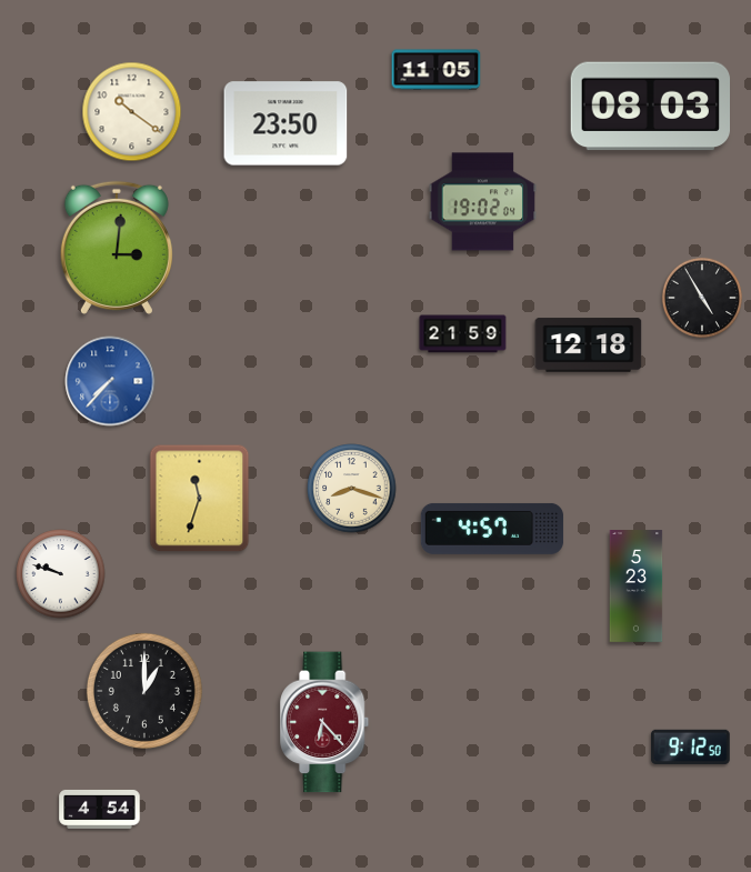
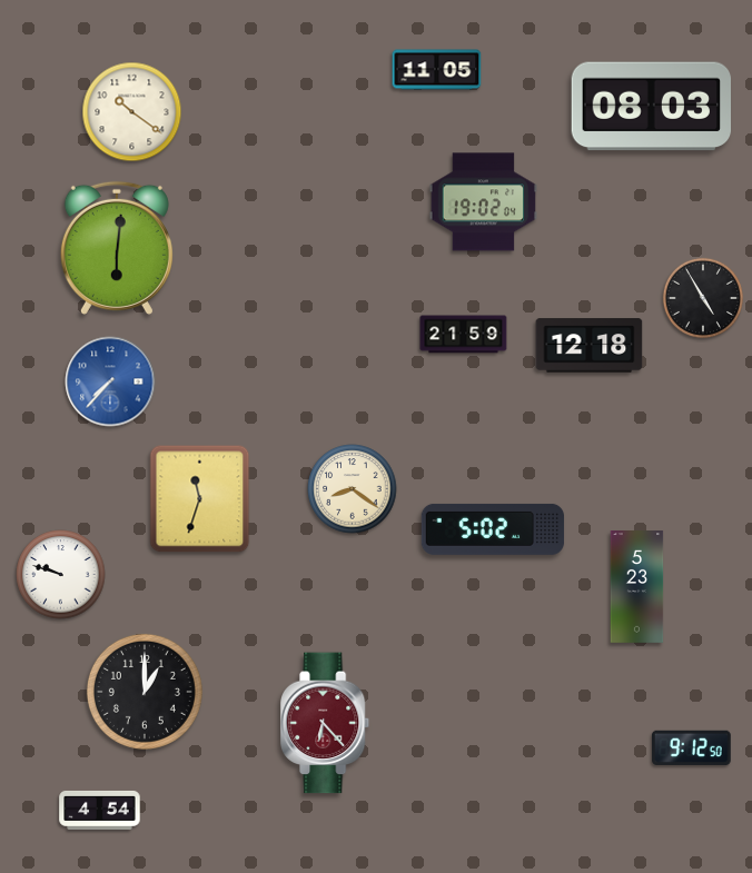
clock at (286, 123): 23:50 -> none
clock at (117, 248): 3:01 -> 6:01
clock at (352, 489): 8:18 -> 8:21
clock at (492, 529): 4:57 -> 5:02
